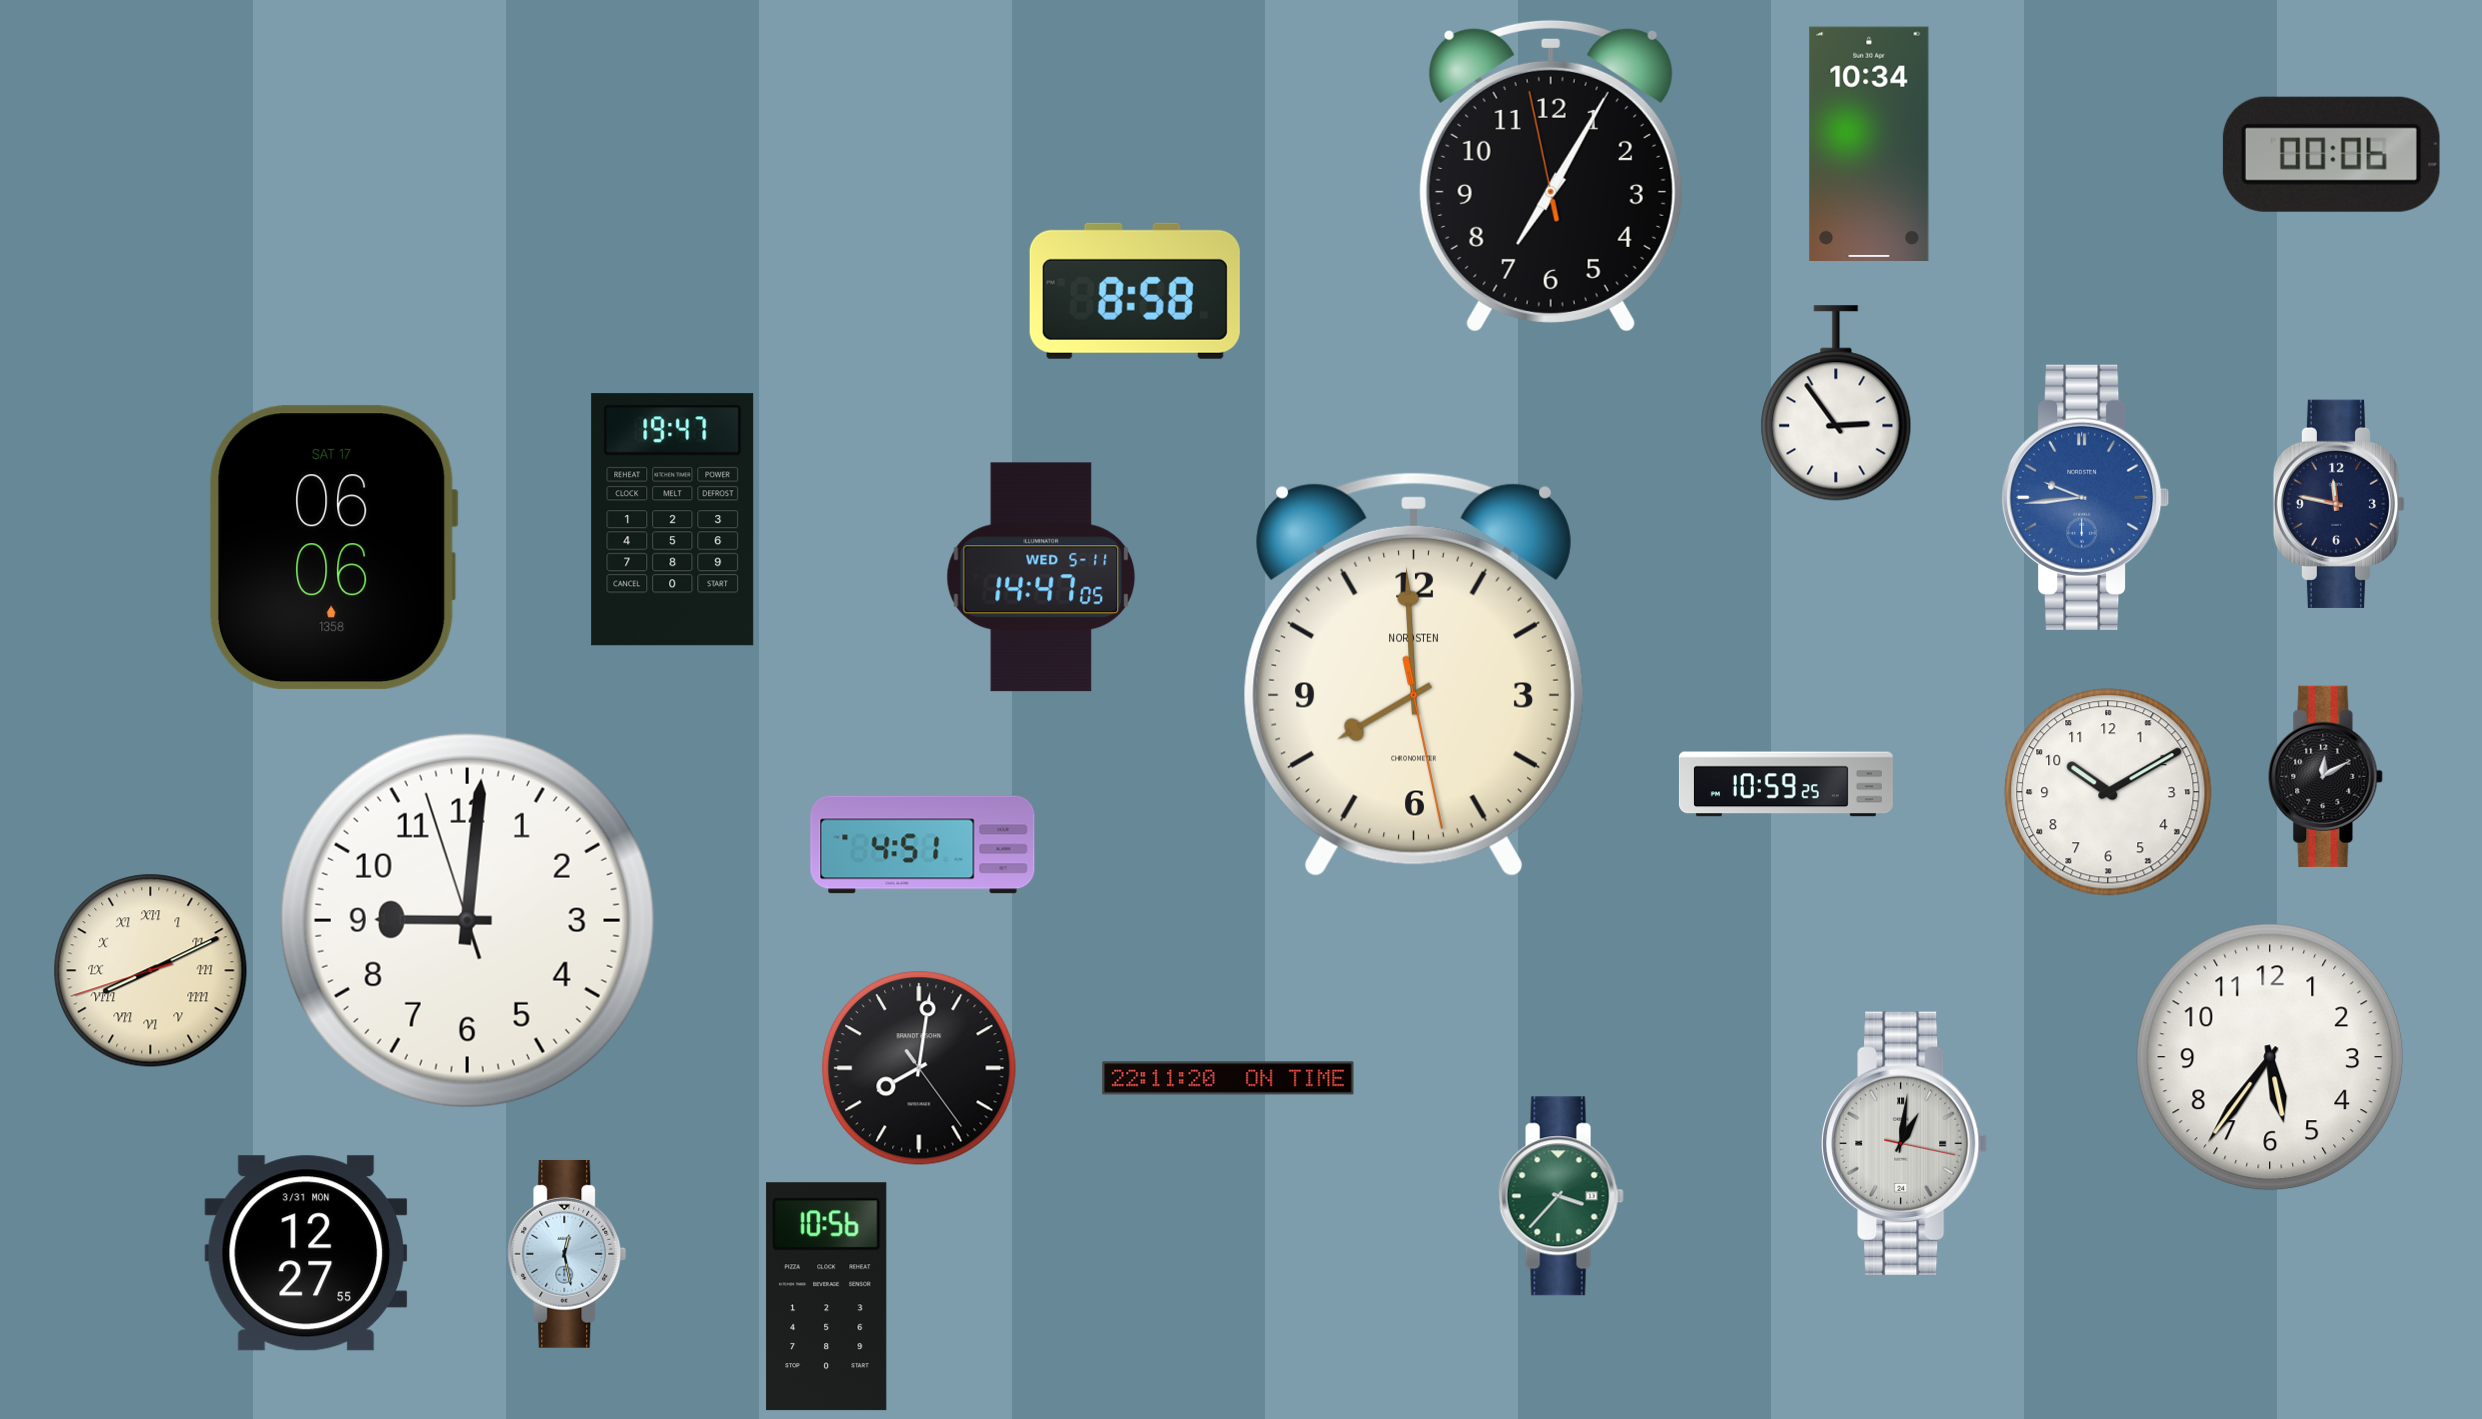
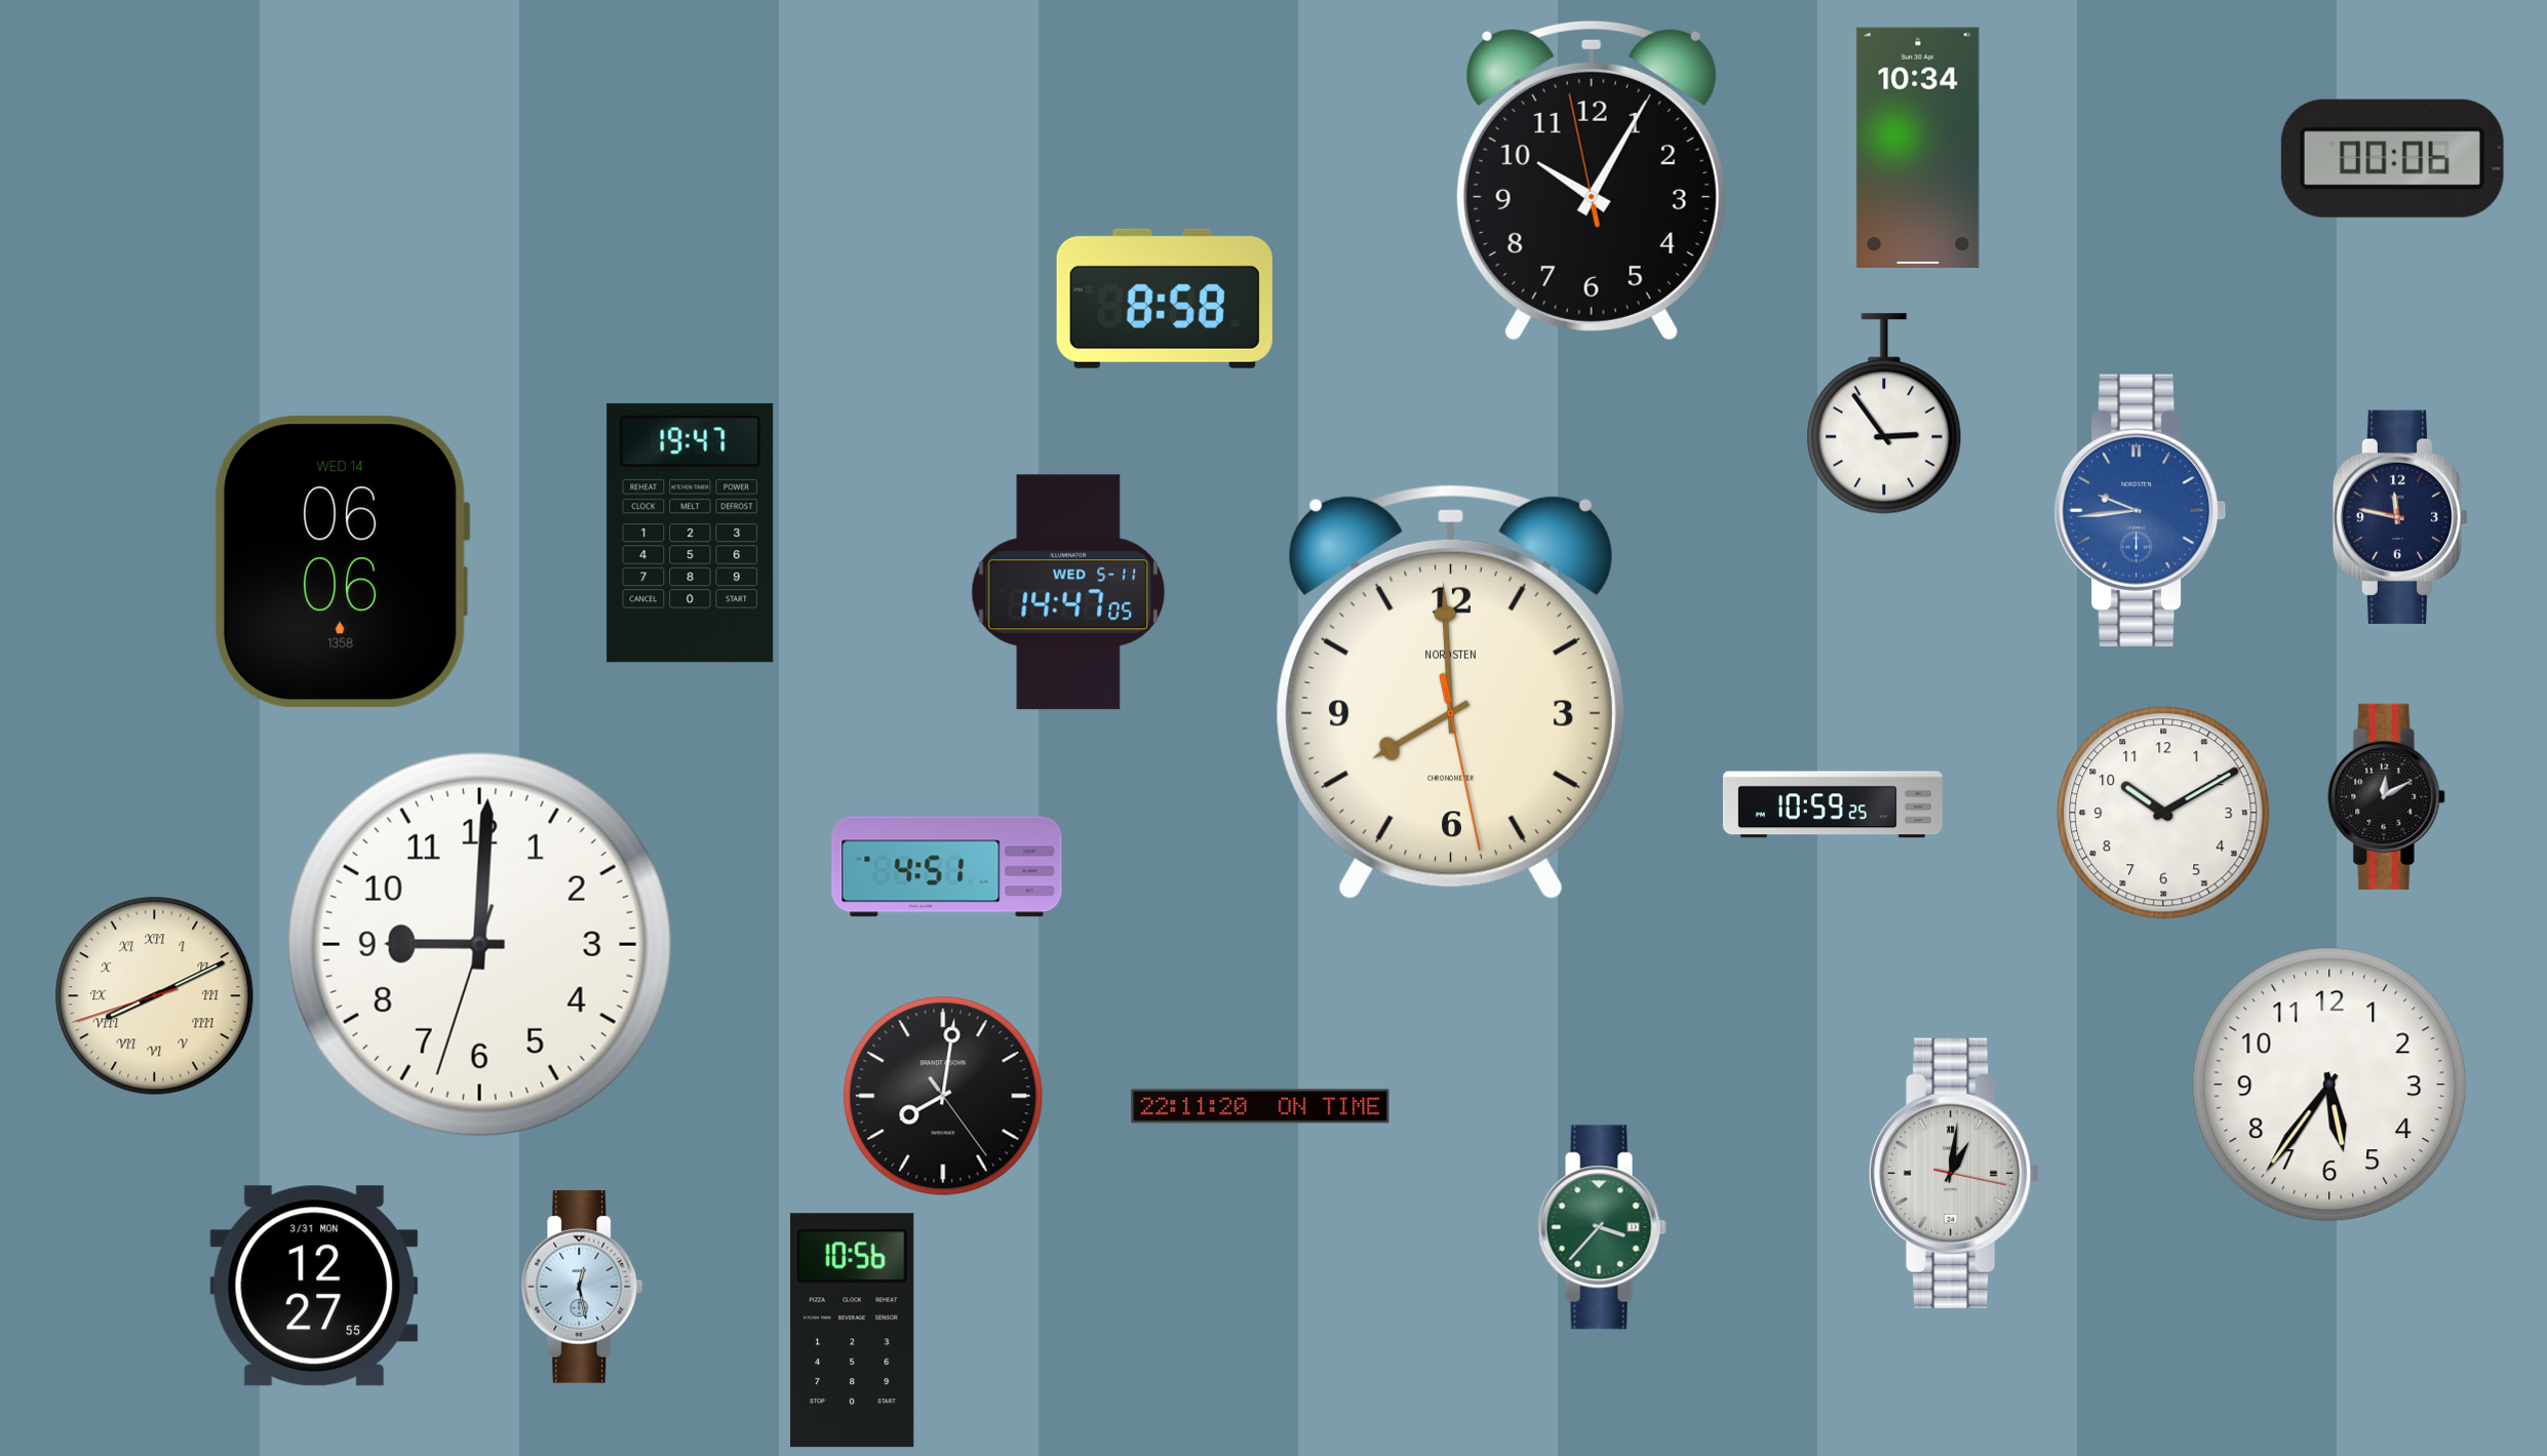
clock at (1551, 176): 7:04 -> 10:04
clock at (333, 548) date: SAT 17 -> WED 14
clock at (467, 920): 9:00:57 -> 9:00:33
clock at (827, 1297) position: (827, 1297) -> (853, 1331)
